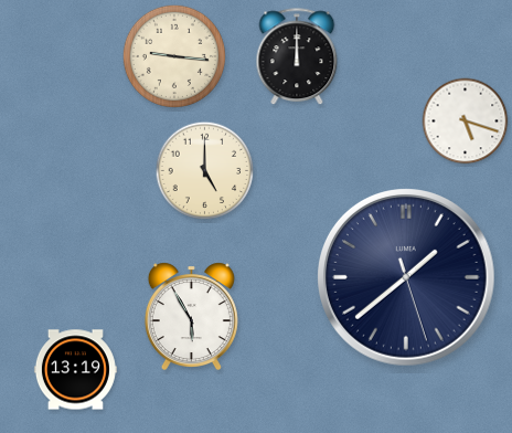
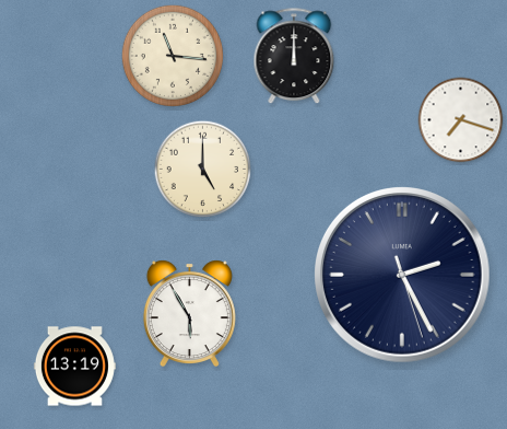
clock at (174, 56): 9:16 -> 11:16
clock at (466, 122): 5:18 -> 7:18
clock at (407, 278): 1:38 -> 2:25
